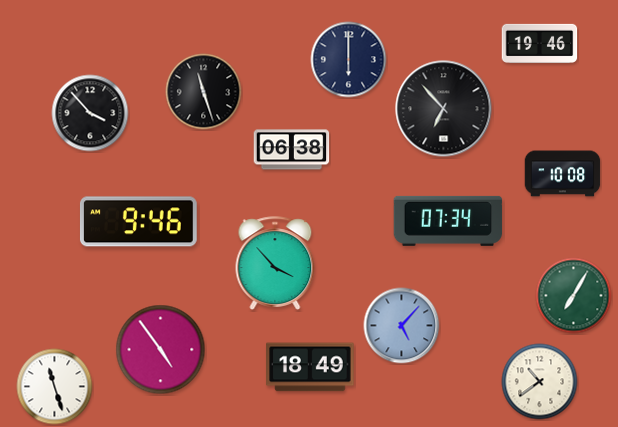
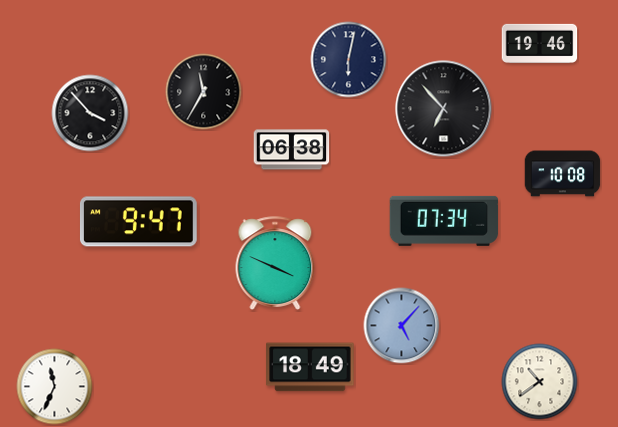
clock at (349, 60): 6:00 -> 6:02
clock at (204, 92): 11:27 -> 11:35
clock at (448, 221) position: (448, 221) -> (444, 221)
clock at (138, 222): 9:46 -> 9:47
clock at (275, 263): 3:53 -> 3:49
clock at (574, 296): 7:05 -> none
clock at (161, 350): 4:54 -> none
clock at (55, 387): 11:27 -> 11:34
